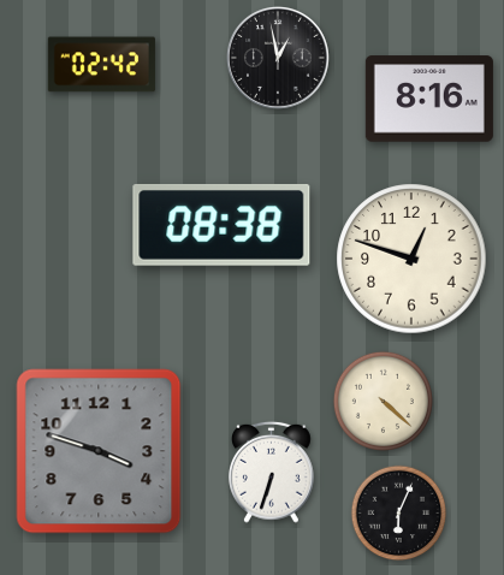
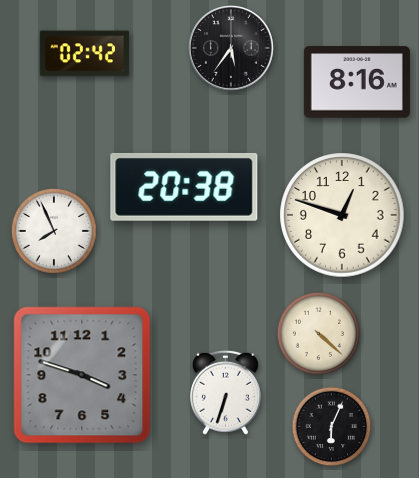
clock at (278, 58): 12:58 -> 5:36
clock at (221, 225): 08:38 -> 20:38
clock at (54, 231): none -> 7:56
